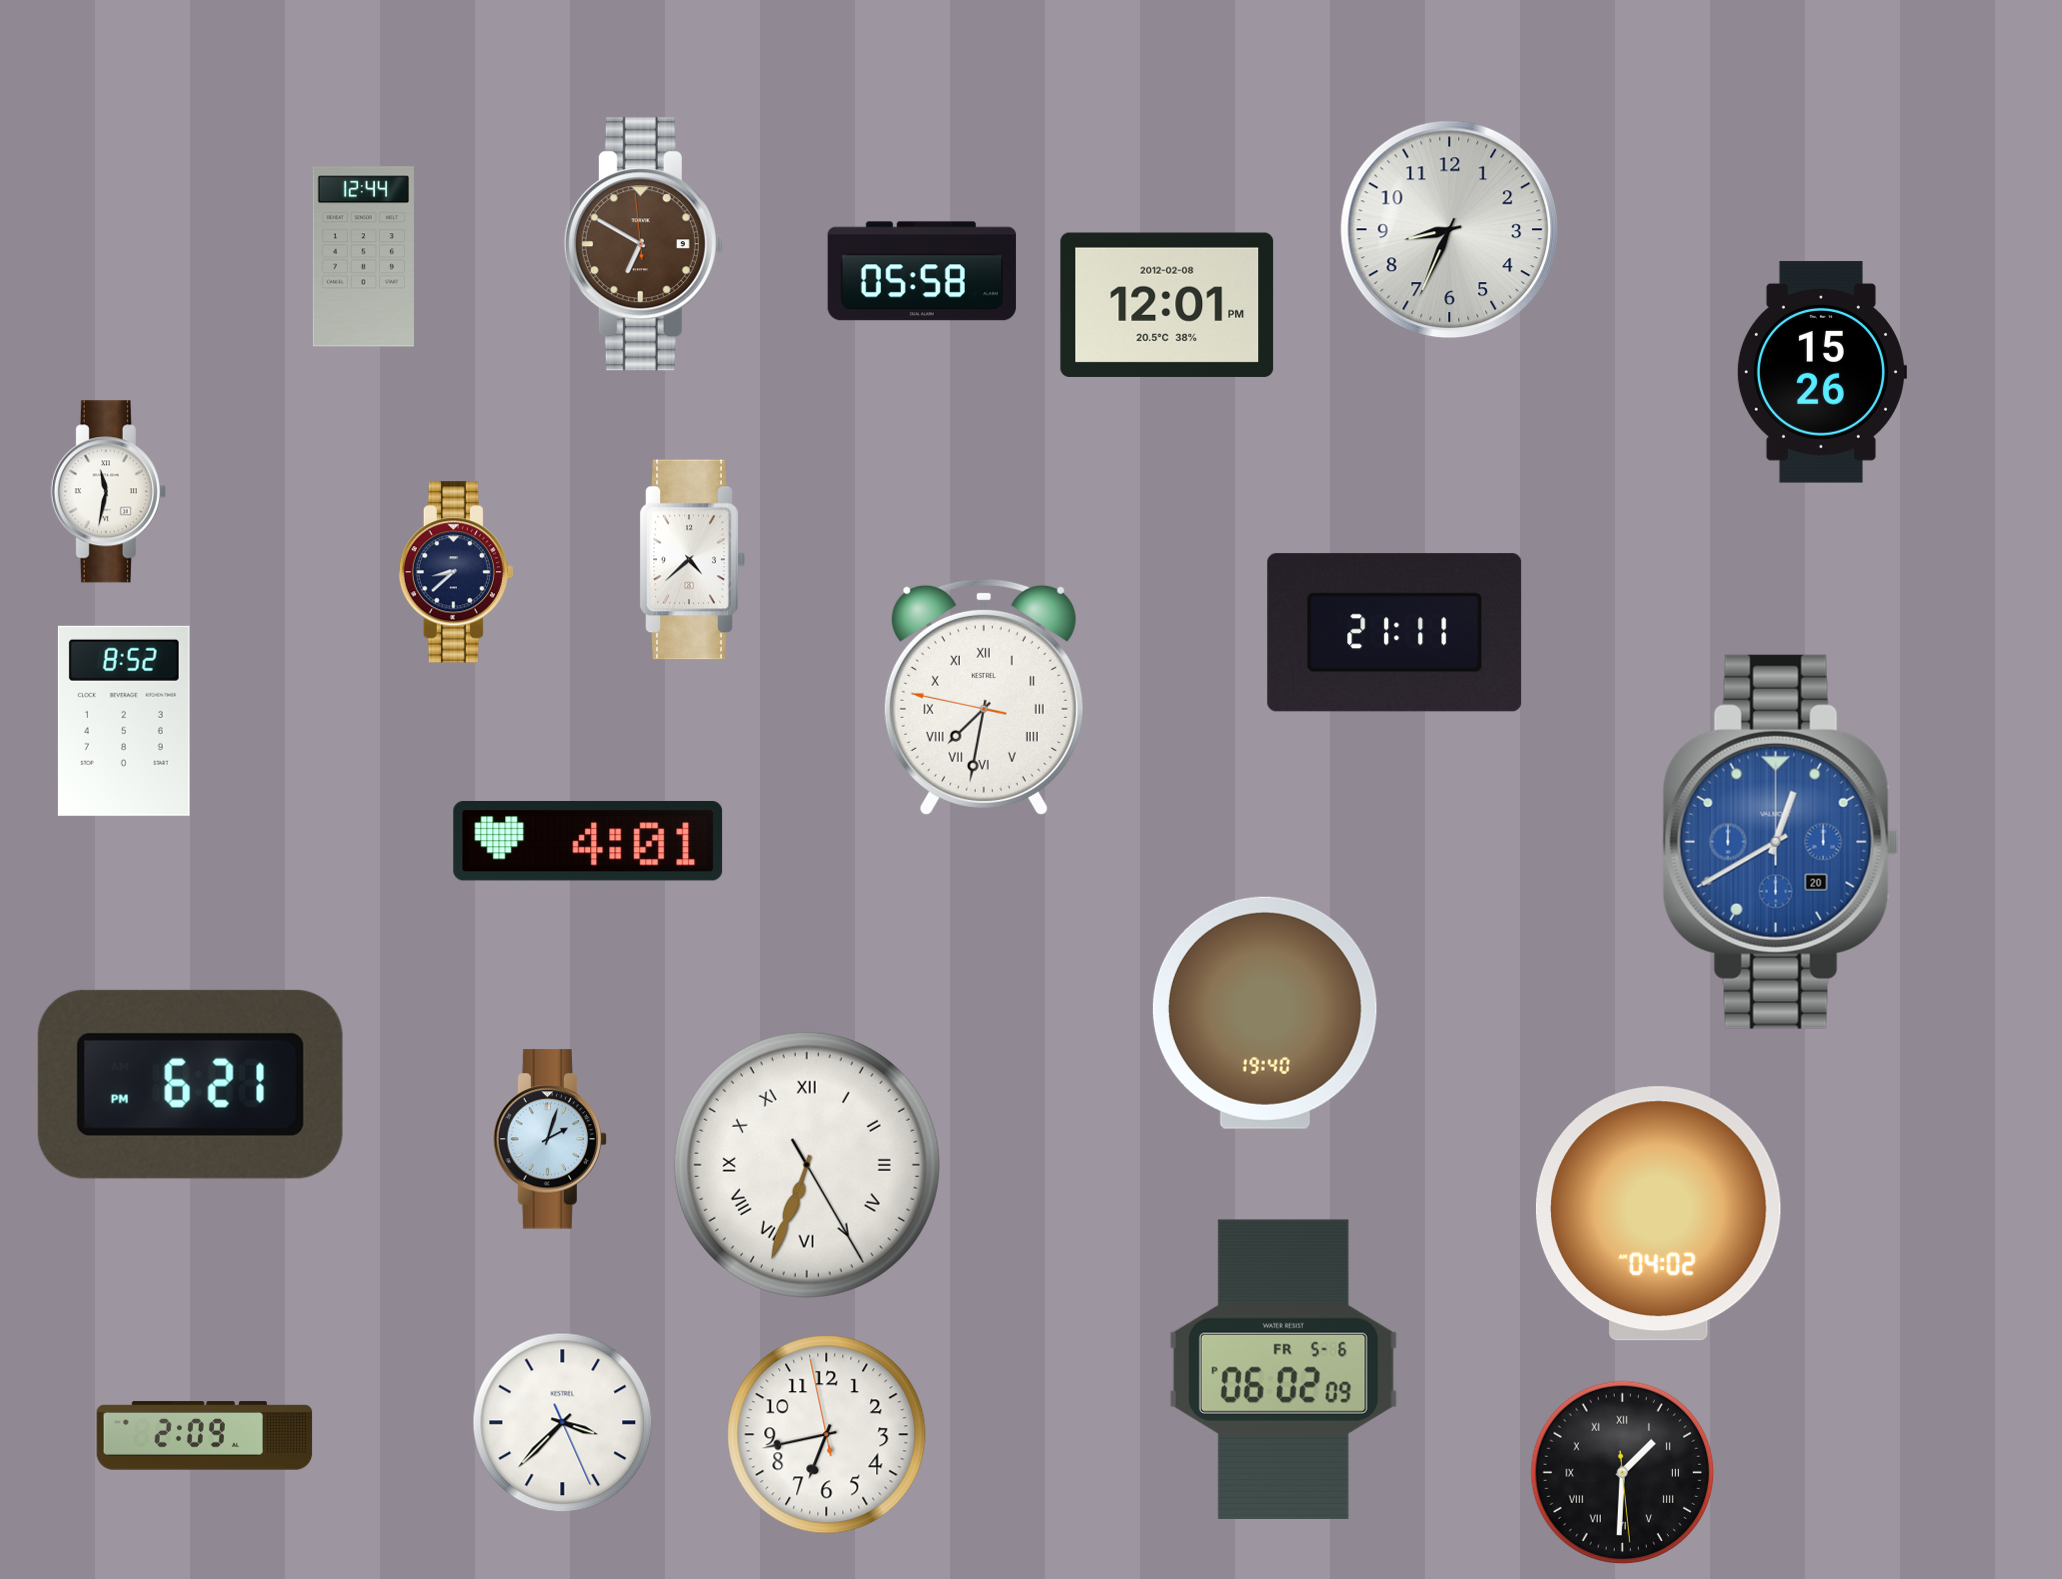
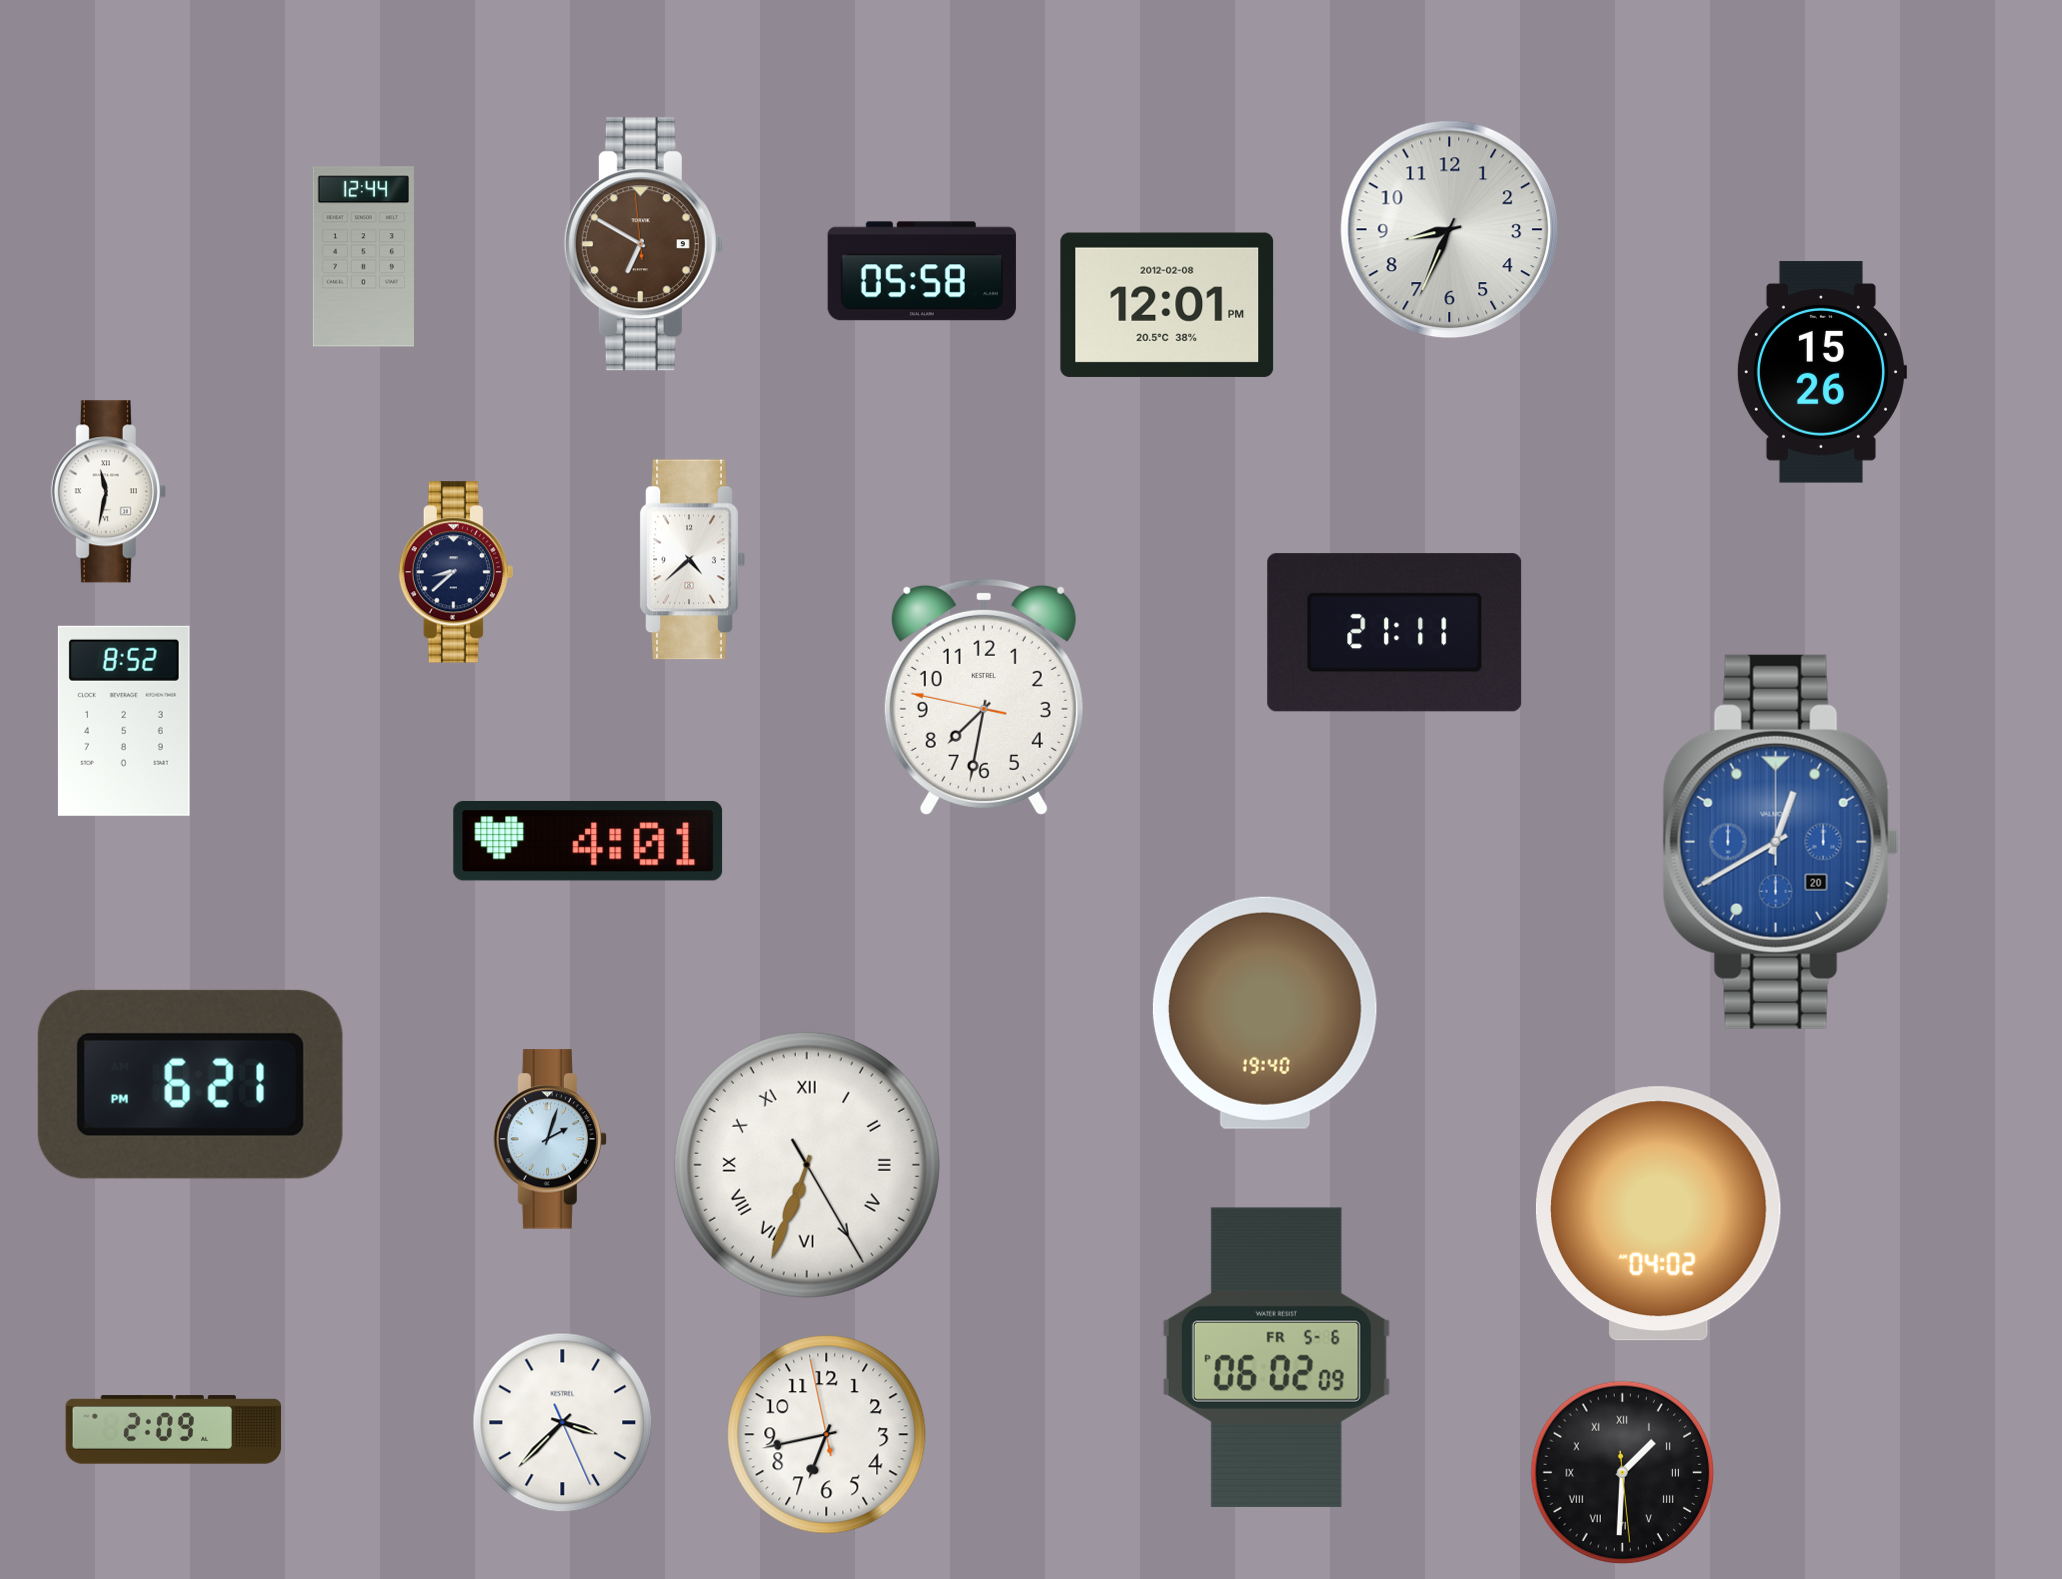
clock at (984, 697) numerals: Roman -> Arabic
clock at (1283, 1369) position: (1283, 1369) -> (1276, 1357)
clock at (205, 1436) position: (205, 1436) -> (174, 1430)
